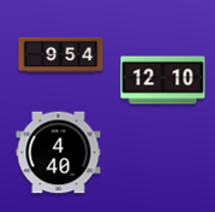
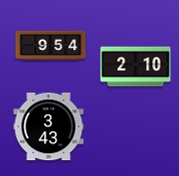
clock at (163, 81): 12:10 -> 2:10
clock at (59, 153): 4:40 -> 3:43
